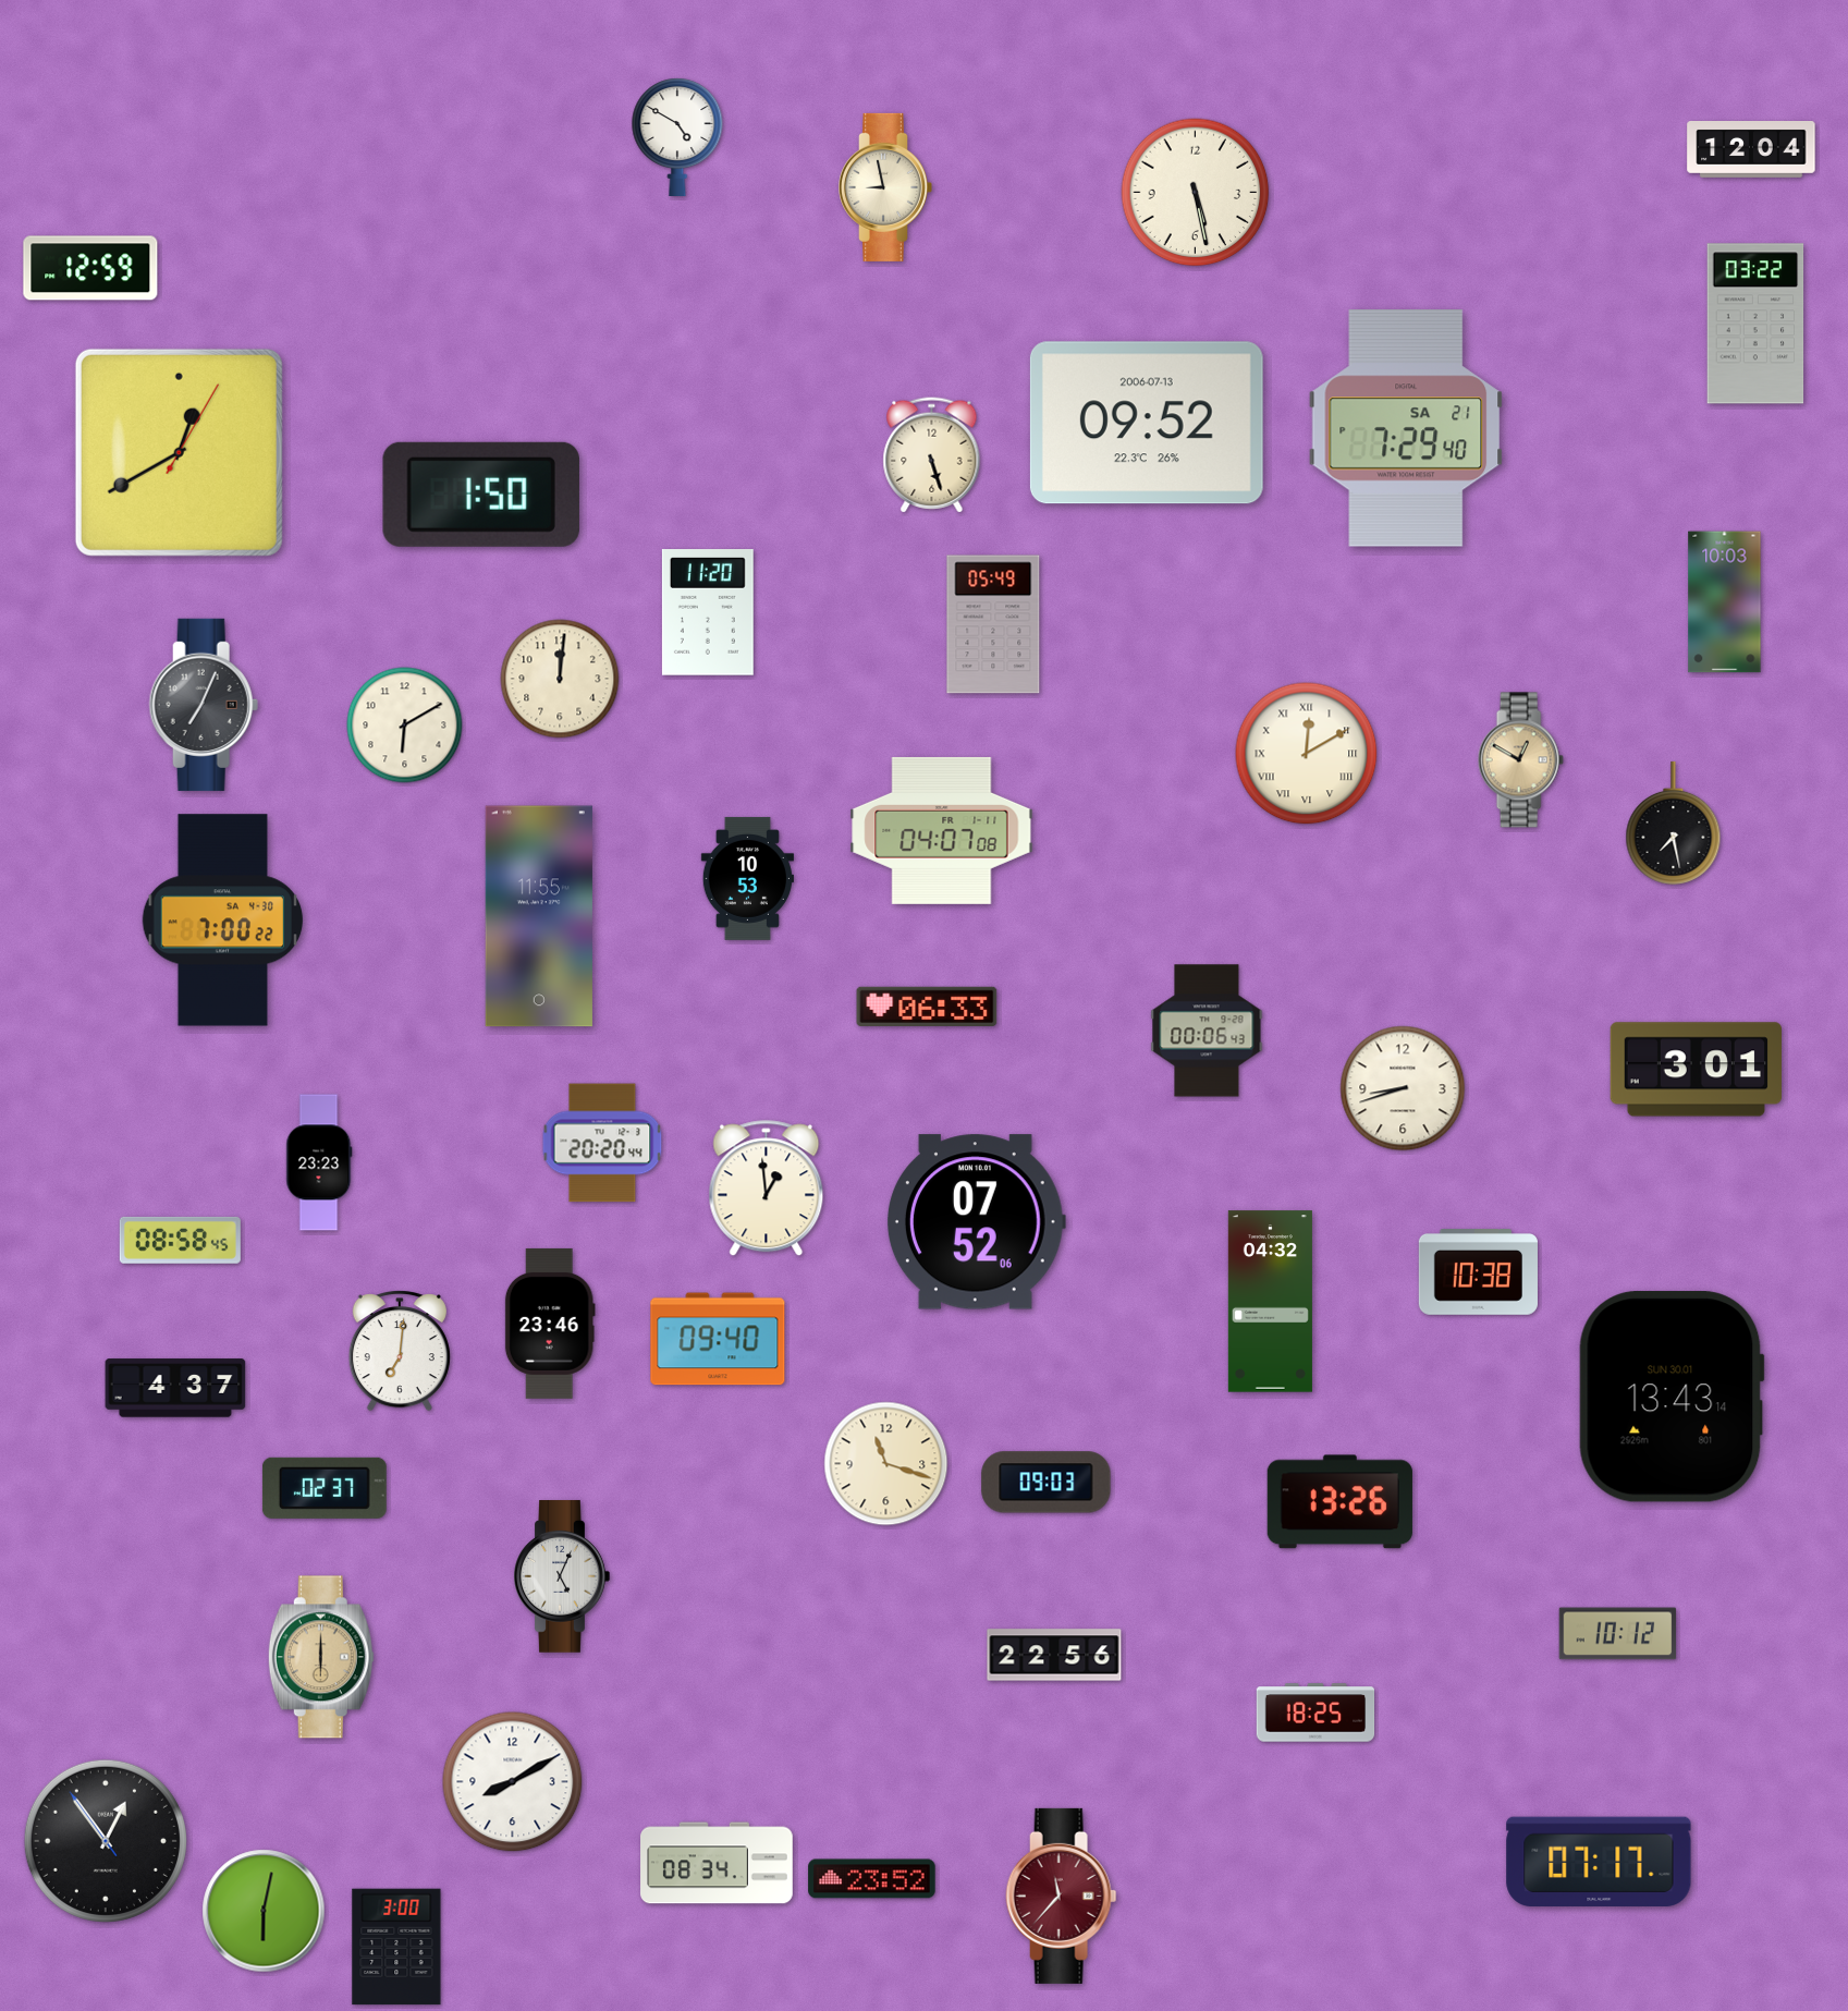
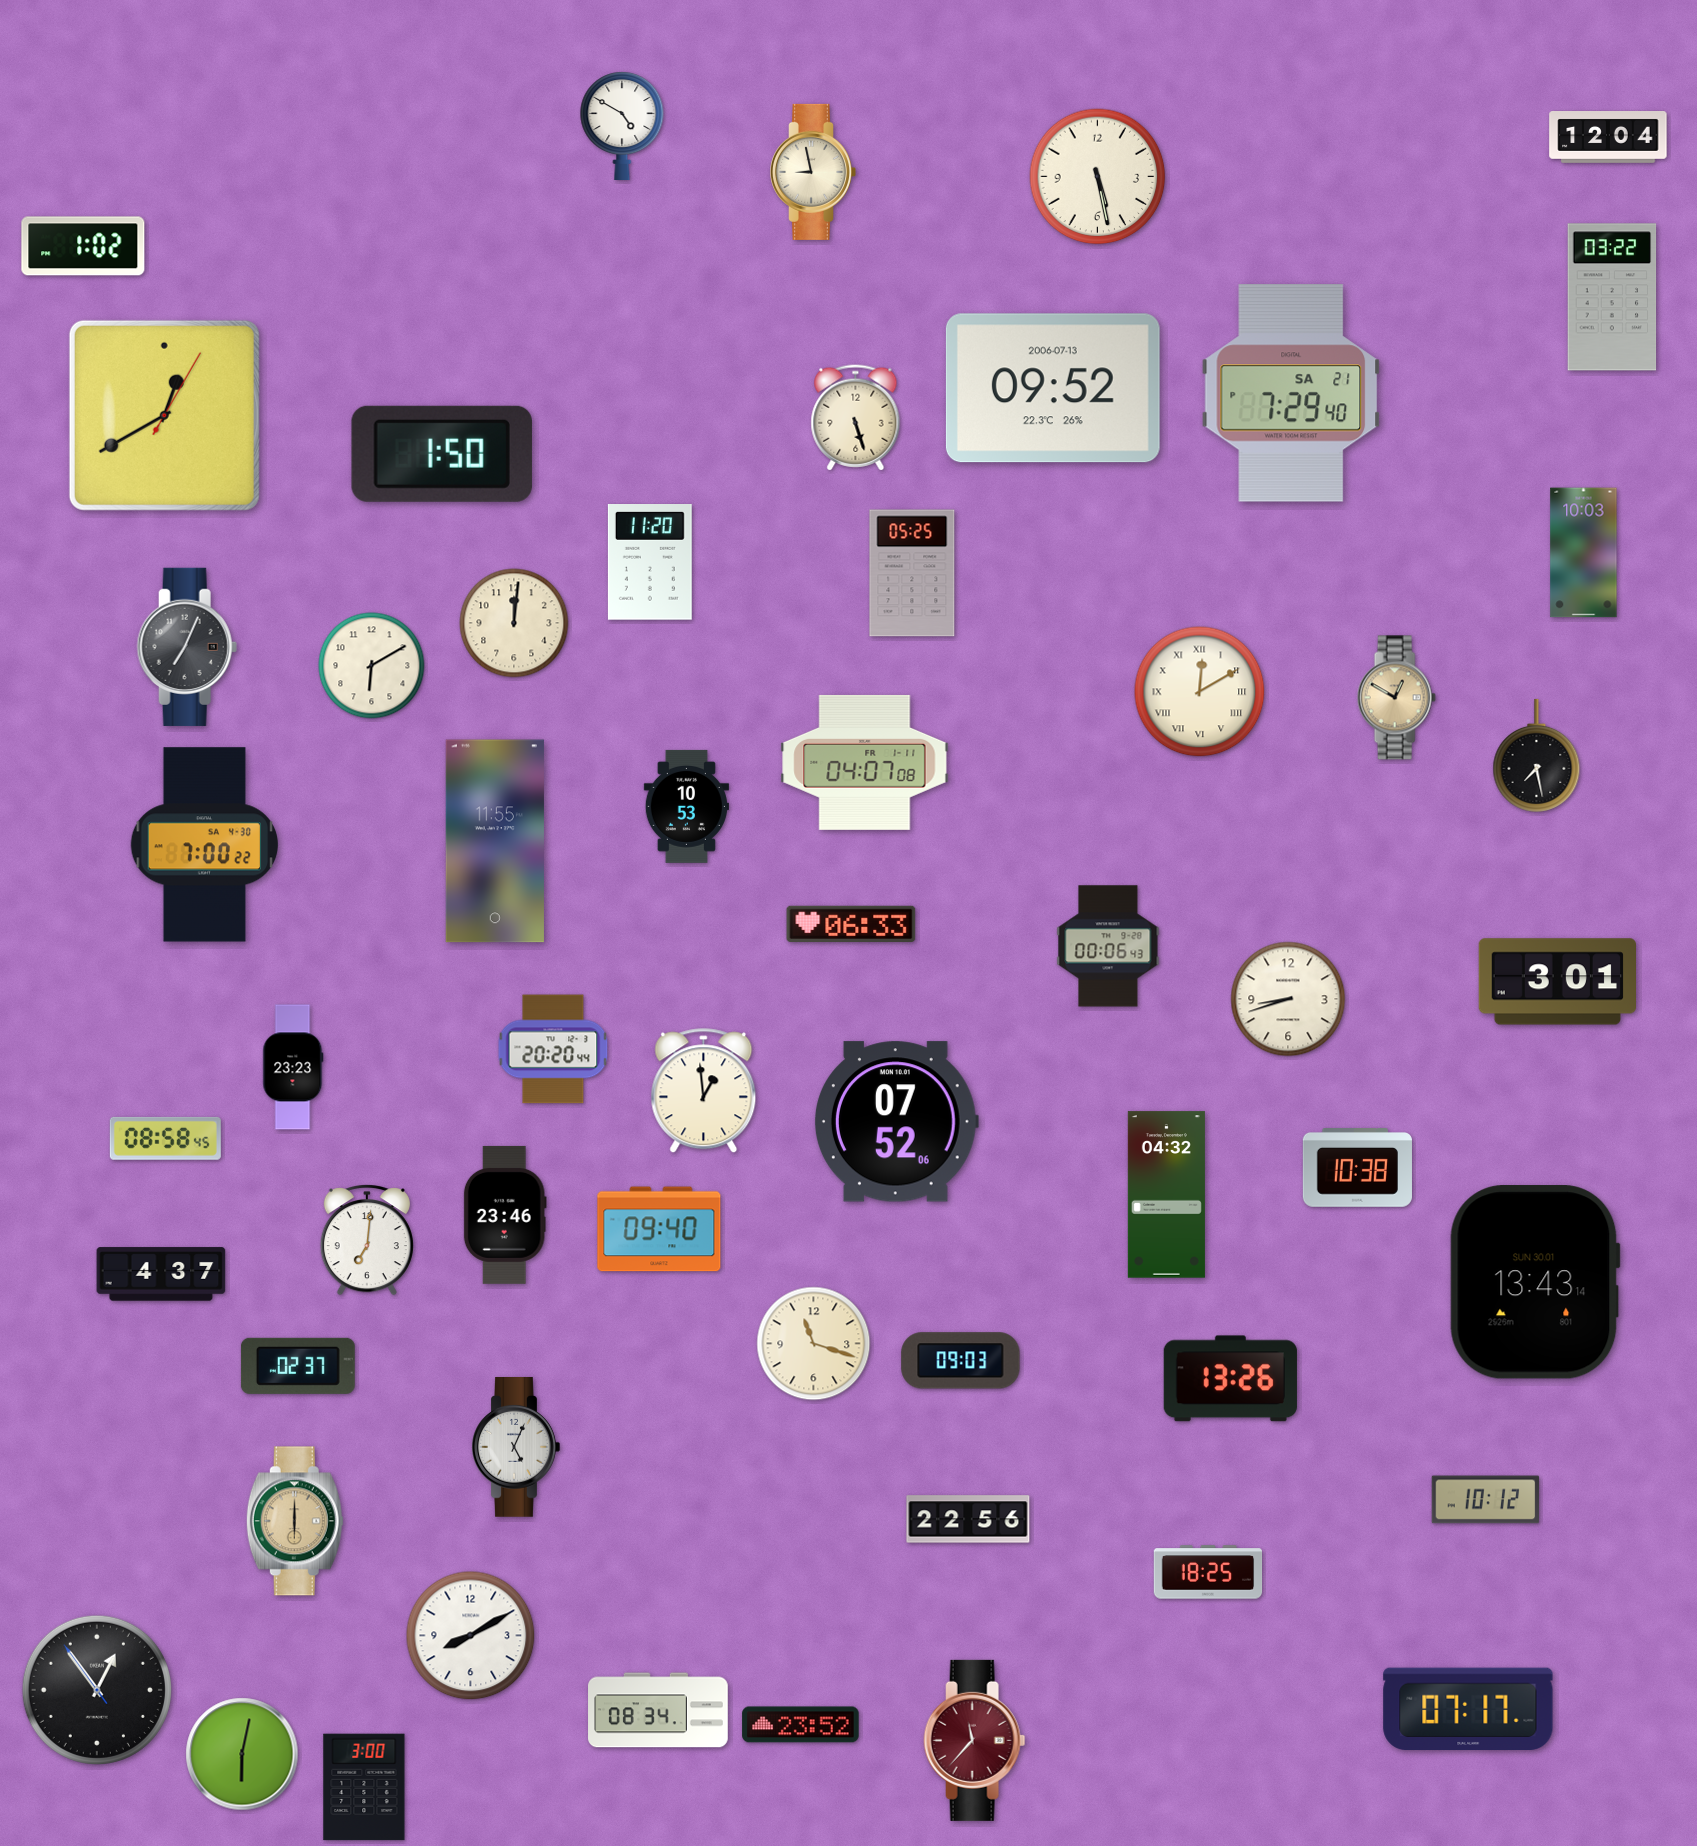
clock at (90, 268): 12:59 -> 1:02
clock at (993, 624): 05:49 -> 05:25
